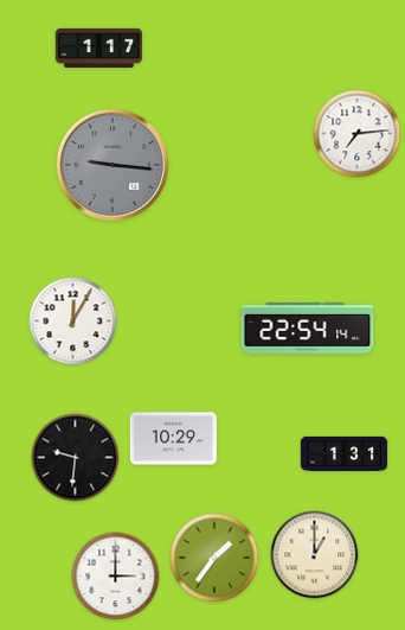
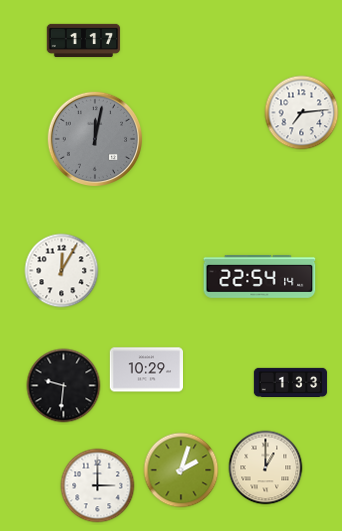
clock at (111, 164): 9:16 -> 12:02
clock at (345, 453): 1:31 -> 1:33
clock at (214, 558): 1:36 -> 2:03
